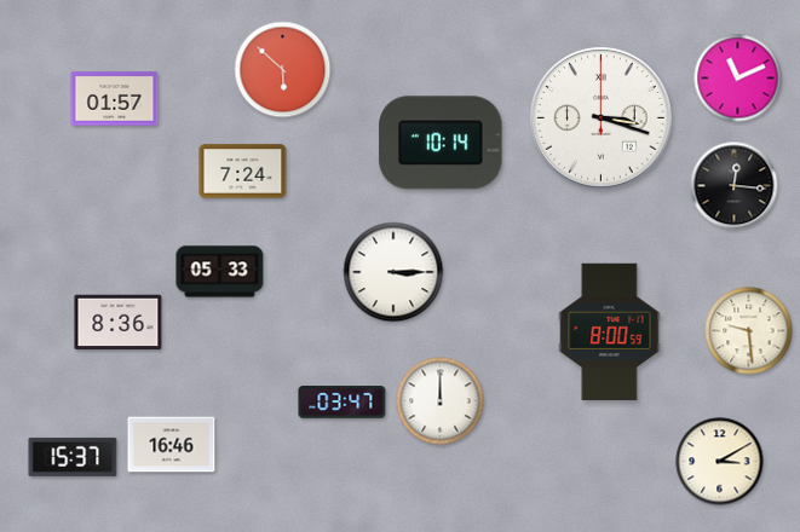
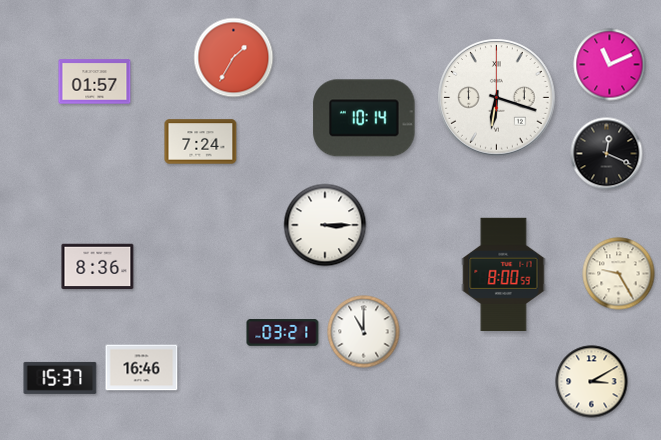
clock at (283, 70): 5:52 -> 1:35
clock at (602, 118): 3:18 -> 6:18
clock at (735, 186): 12:16 -> 12:19
clock at (220, 272): 05:33 -> none
clock at (749, 331): 9:29 -> 9:25
clock at (441, 401): 12:00 -> 11:00
clock at (343, 403): 03:47 -> 03:21
clock at (720, 462) position: (720, 462) -> (592, 382)
